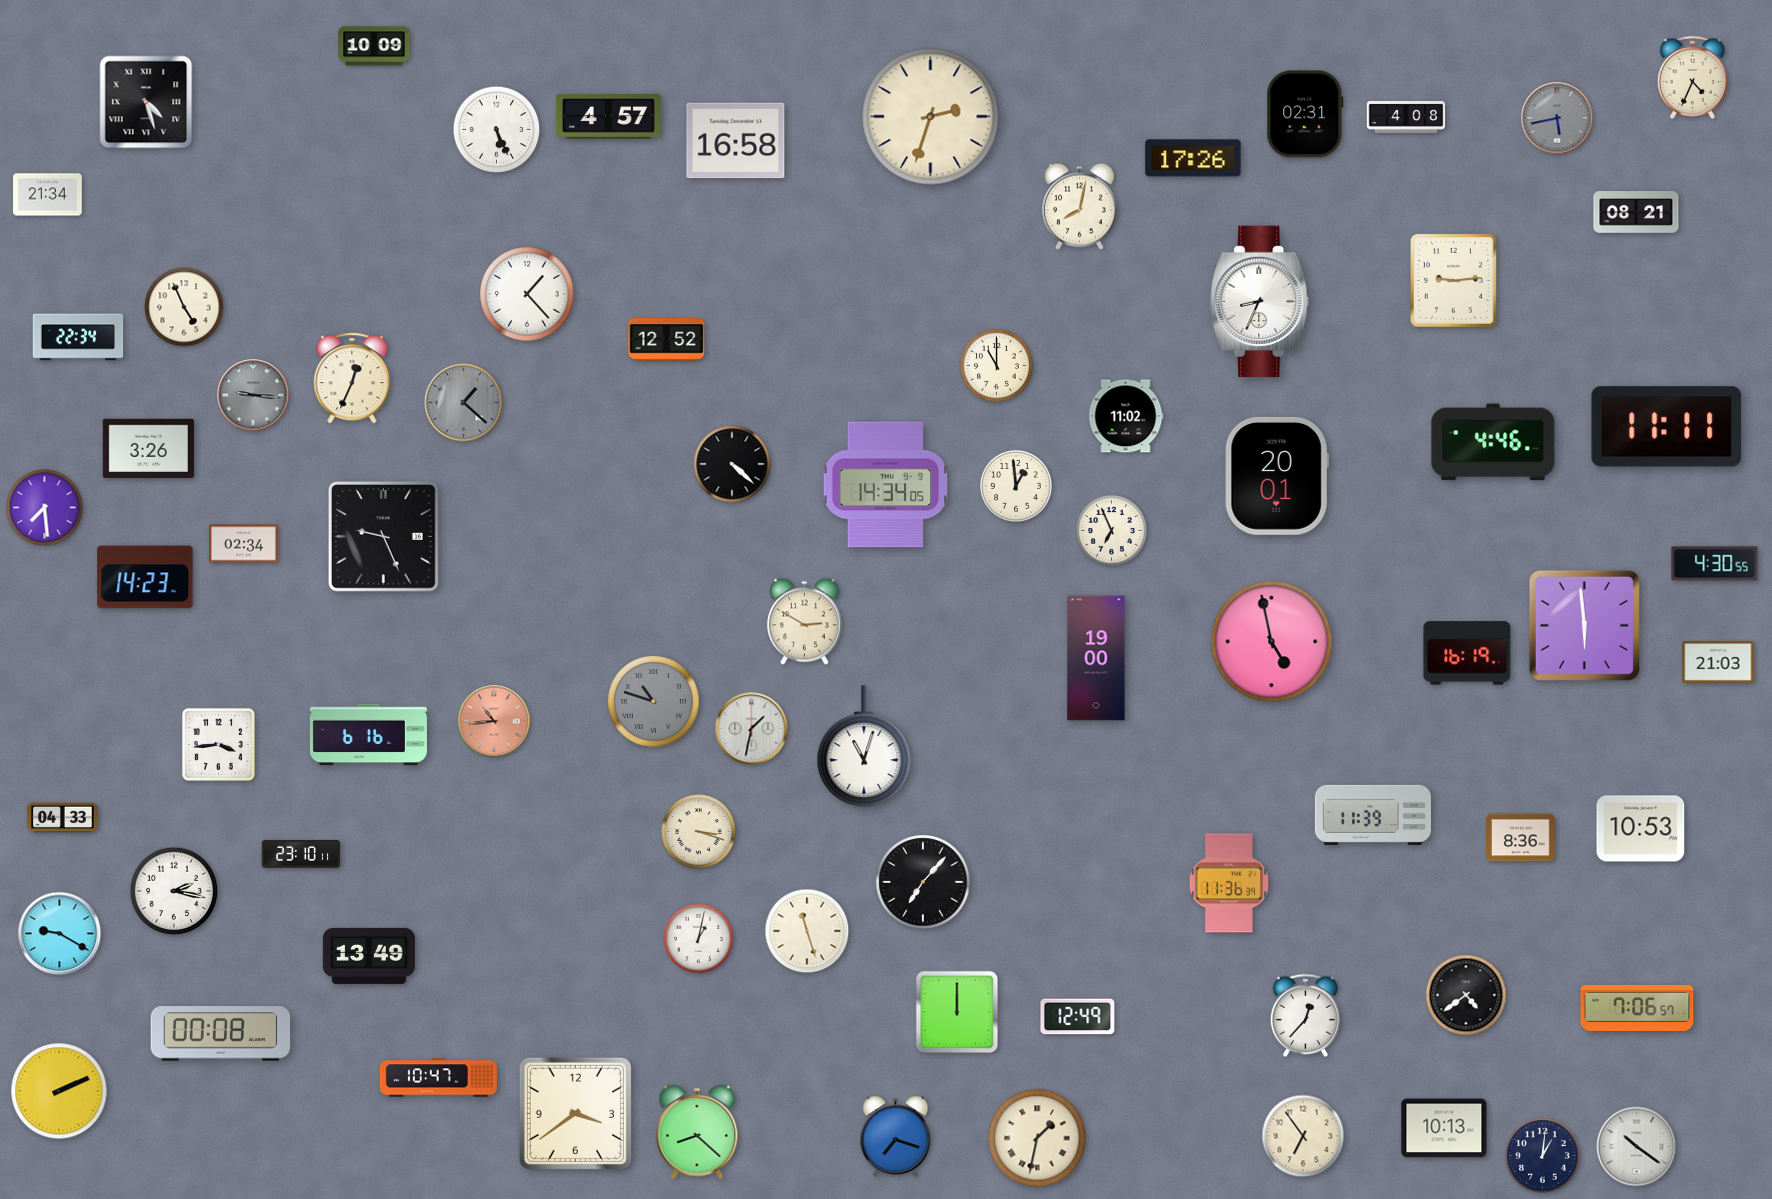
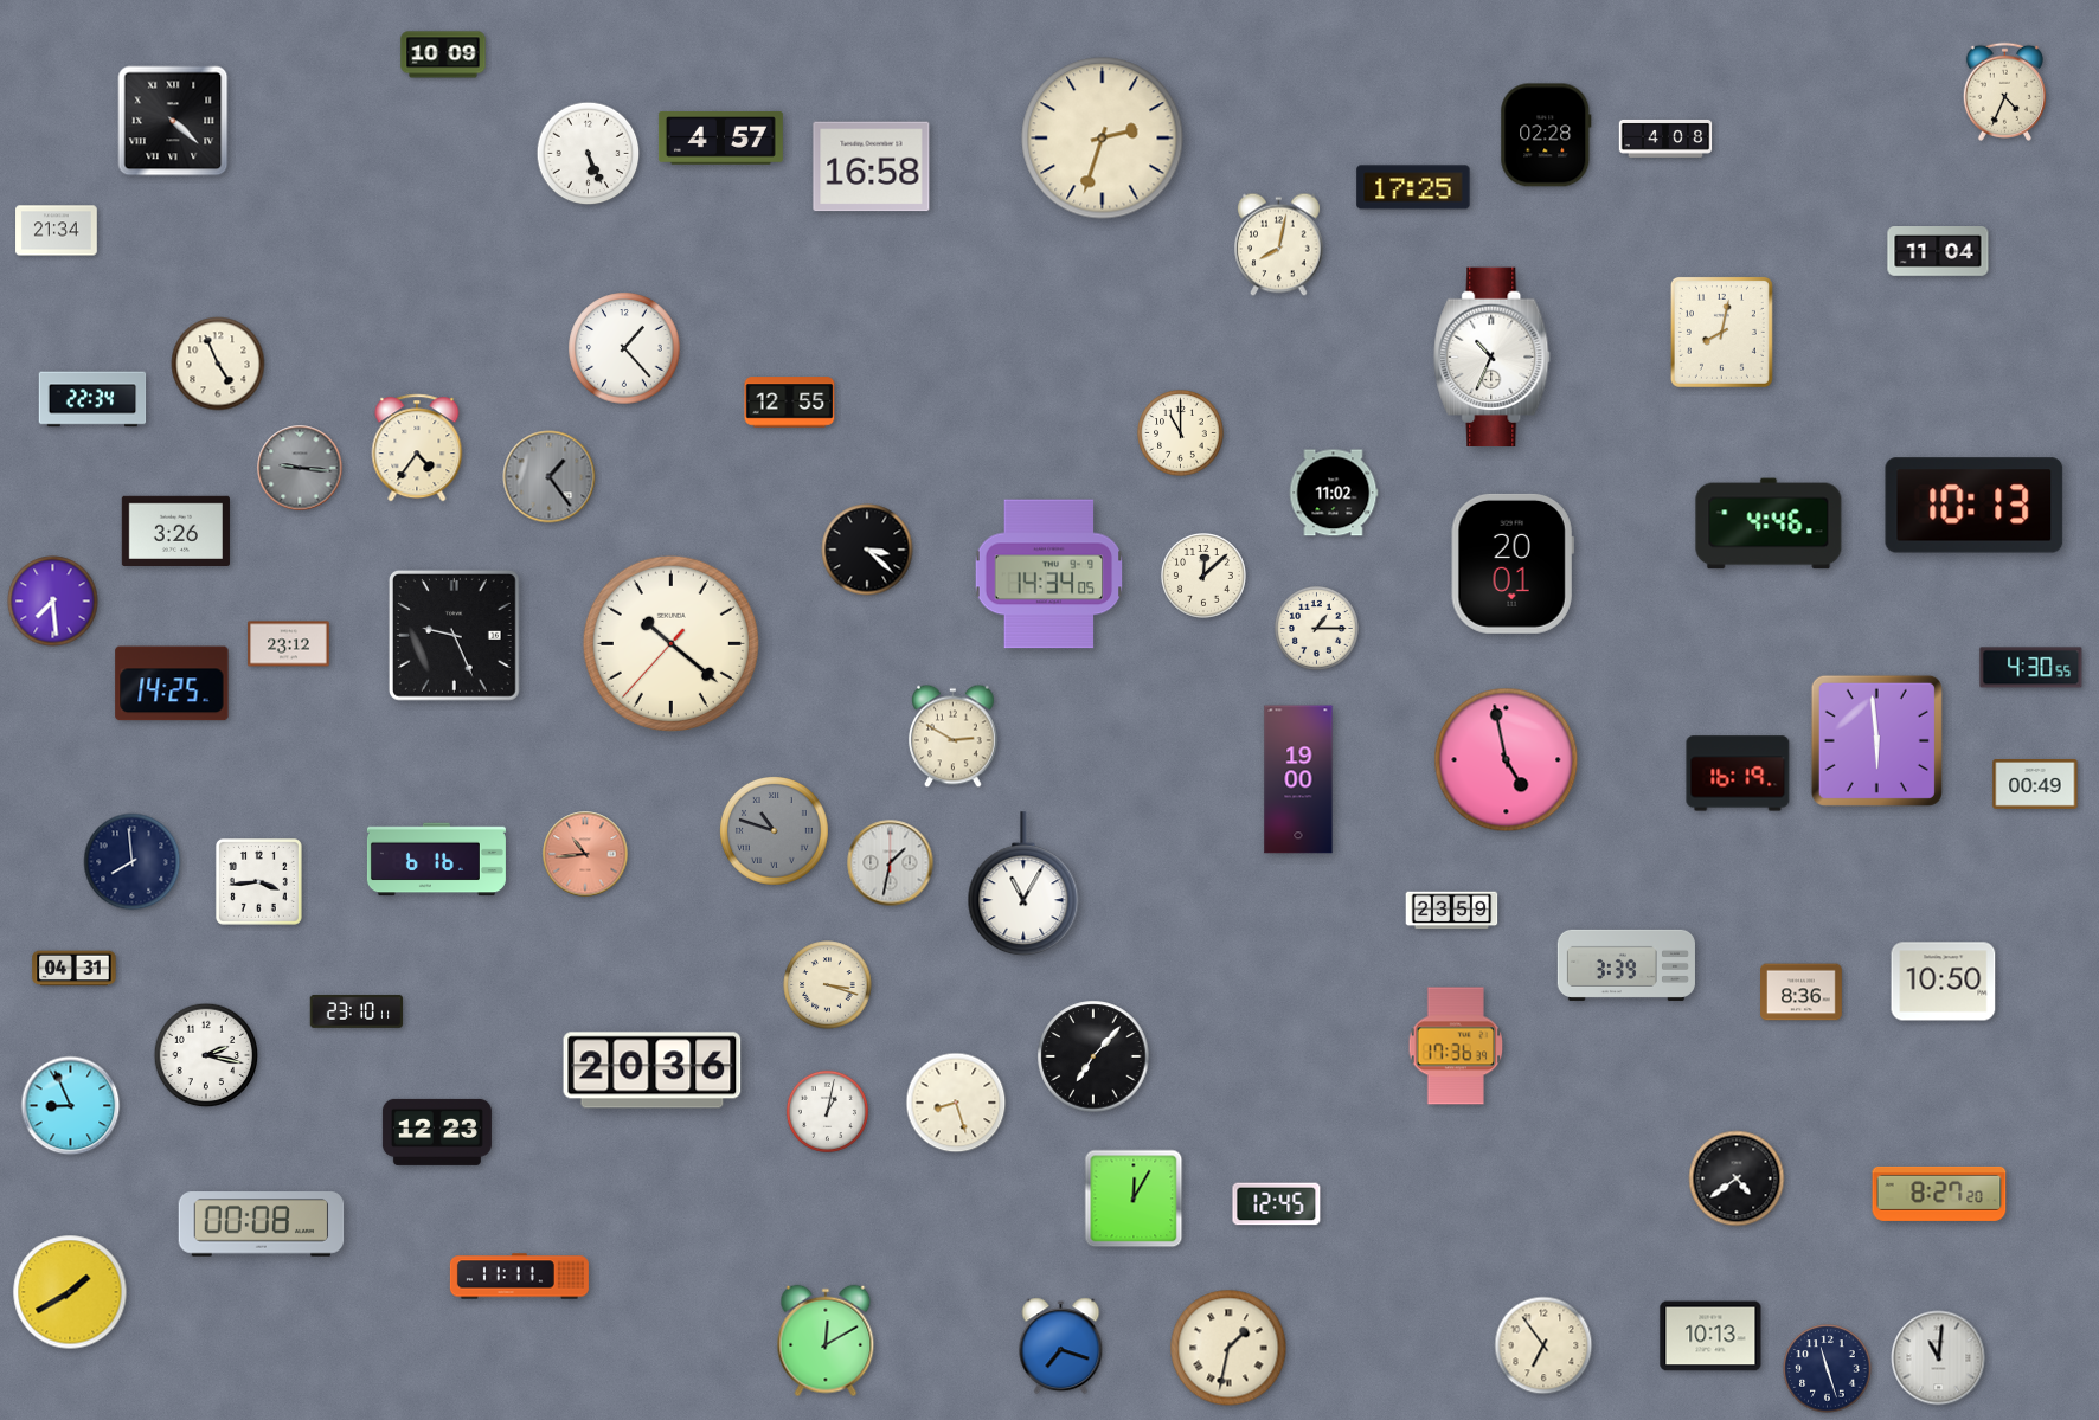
clock at (146, 102): 4:27 -> 4:22
clock at (1305, 114): 02:31 -> 02:28
clock at (1557, 118): 5:43 -> none
clock at (1193, 158): 17:26 -> 17:25
clock at (1636, 213): 08:21 -> 11:04
clock at (1453, 280): 9:14 -> 8:02
clock at (1260, 302): 8:34 -> 10:34
clock at (667, 340): 12:52 -> 12:55
clock at (352, 378): 12:34 -> 4:36
clock at (464, 403): 1:22 -> 1:24
clock at (1667, 427): 11:11 -> 10:13
clock at (732, 464): 4:22 -> 3:22
clock at (1017, 487): 12:59 -> 12:08
clock at (1111, 530): 6:56 -> 1:15
clock at (670, 643): none -> 10:21
clock at (244, 544): 02:34 -> 23:12
clock at (145, 577): 14:23 -> 14:25
clock at (1718, 663): 21:03 -> 00:49
clock at (133, 862): none -> 7:59
clock at (368, 735) position: (368, 735) -> (436, 860)
clock at (864, 747): 11:03 -> 11:05
clock at (1452, 911): none -> 23:59
clock at (1373, 815): 11:39 -> 3:39
clock at (63, 818): 04:33 -> 04:31
clock at (1641, 829): 10:53 -> 10:50
clock at (923, 882) position: (923, 882) -> (1093, 1056)
clock at (1229, 883): 11:36 -> 17:36
clock at (653, 1071): none -> 20:36
clock at (807, 931): 11:27 -> 8:27
clock at (60, 934): 9:20 -> 8:56
clock at (369, 956): 13:49 -> 12:23
clock at (1637, 1008): 7:06 -> 8:27
clock at (957, 1012): 12:00 -> 12:05
clock at (1305, 1015): 12:37 -> none
clock at (1078, 1017): 12:49 -> 12:45
clock at (438, 1078): 10:47 -> 11:11
clock at (59, 1091): 2:11 -> 1:40
clock at (575, 1113): 3:39 -> none
clock at (697, 1132): 8:22 -> 12:10
clock at (1637, 1147): 10:21 -> 11:01
clock at (1543, 1156): 1:01 -> 11:27
